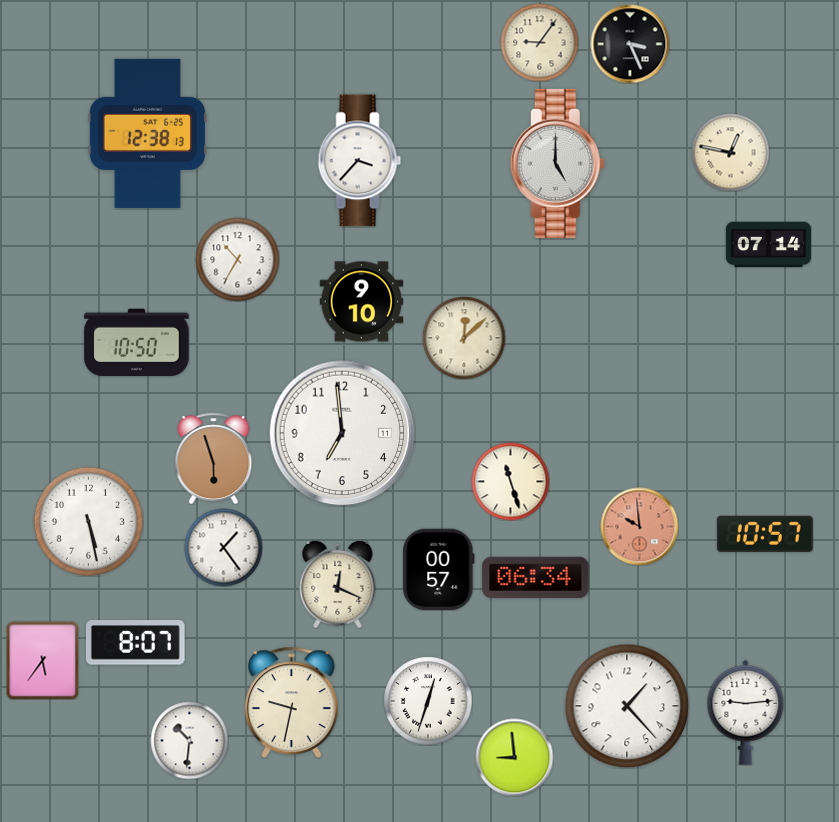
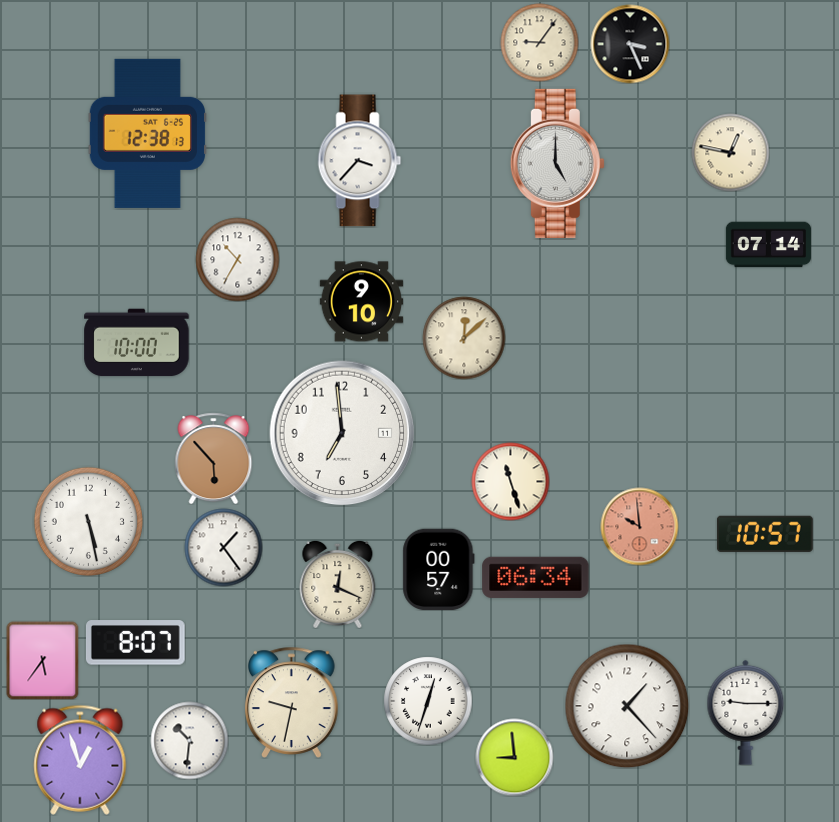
clock at (137, 343): 10:50 -> 10:00
clock at (214, 458): 5:57 -> 5:53
clock at (746, 712): 9:14 -> 9:15
clock at (80, 760): none -> 12:57
